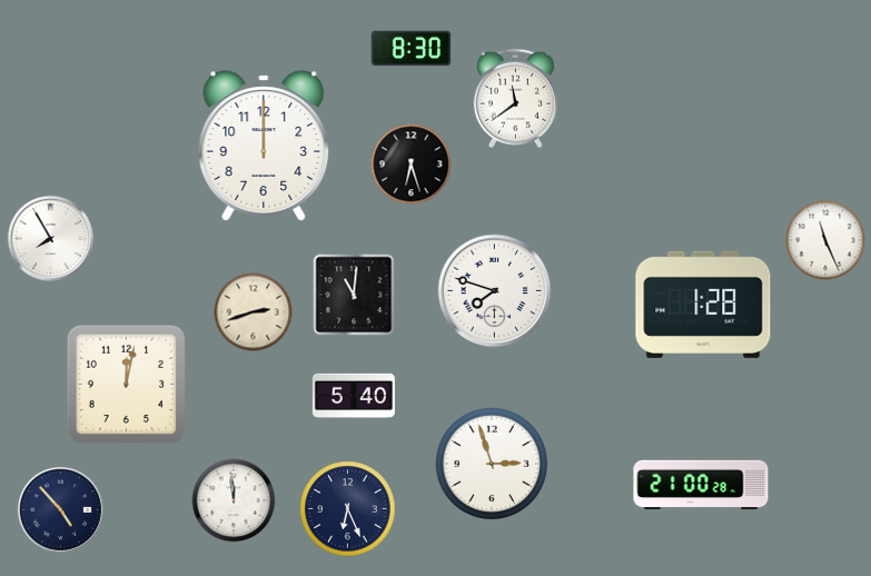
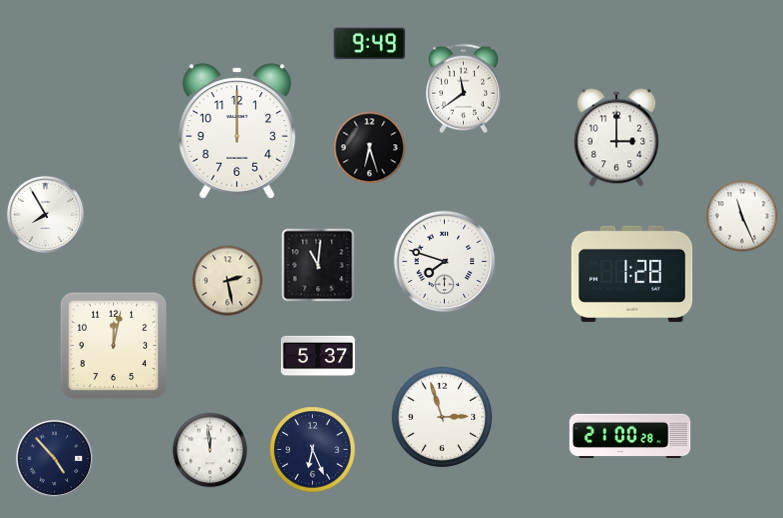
clock at (412, 49): 8:30 -> 9:49
clock at (617, 138): none -> 3:00
clock at (254, 312): 2:42 -> 2:28
clock at (354, 396): 5:40 -> 5:37
clock at (348, 509) position: (348, 509) -> (313, 450)
